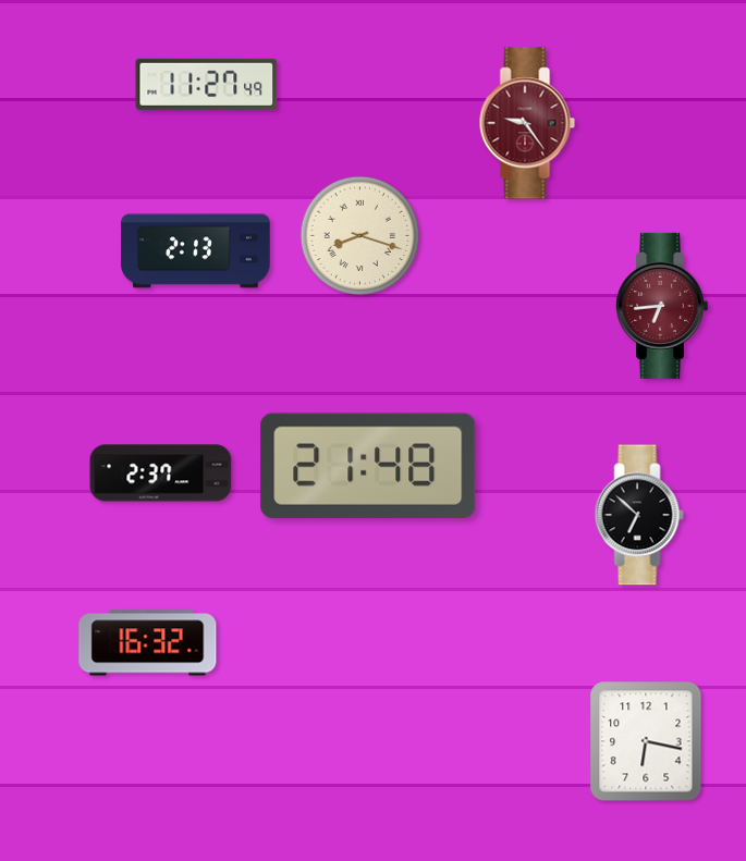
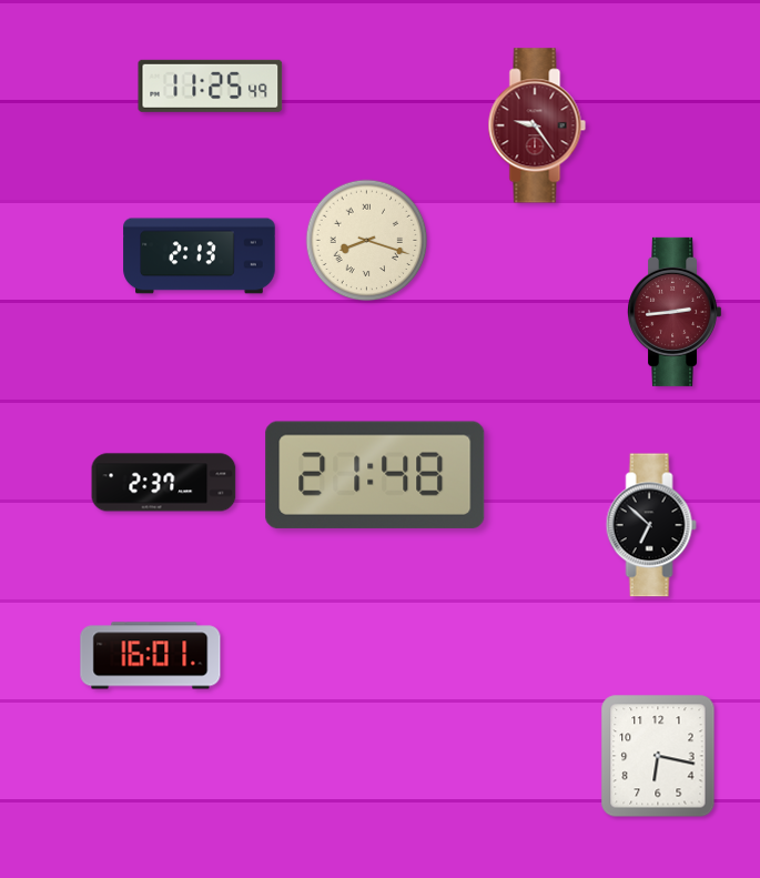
clock at (207, 84): 11:27 -> 11:25
clock at (662, 306): 6:44 -> 2:44
clock at (148, 643): 16:32 -> 16:01
